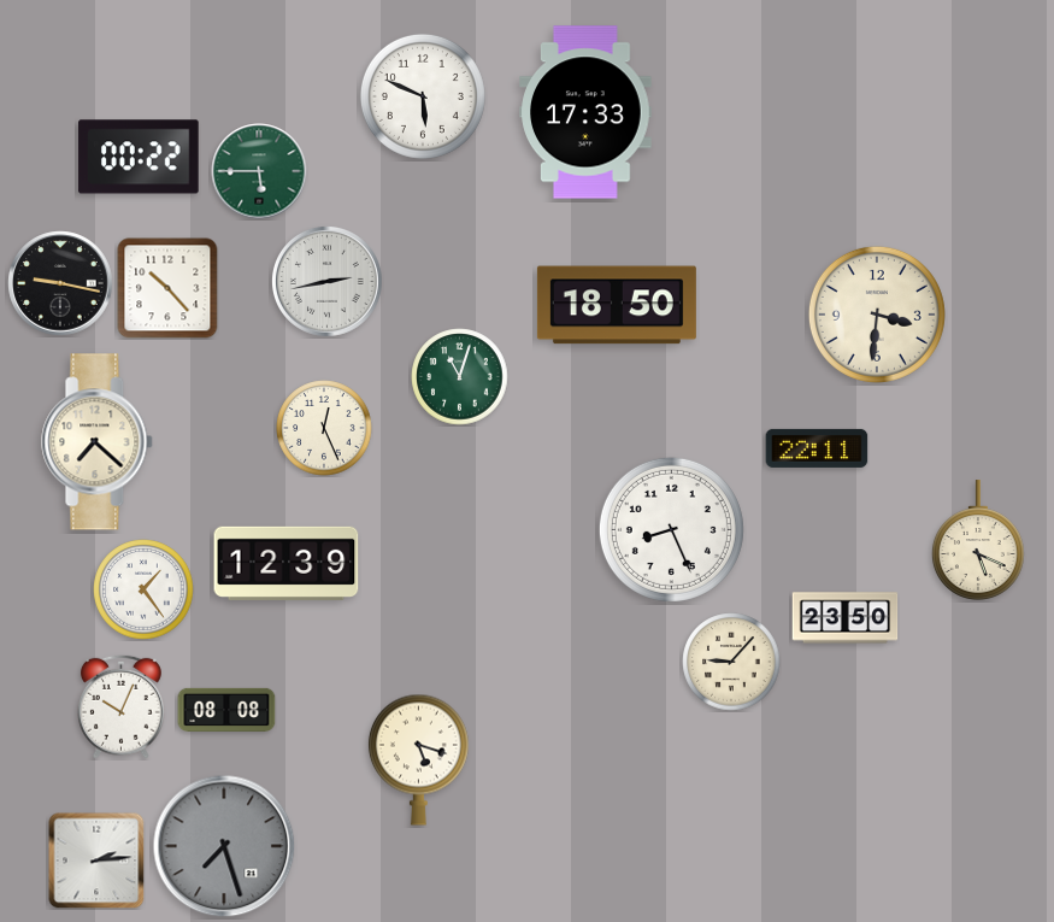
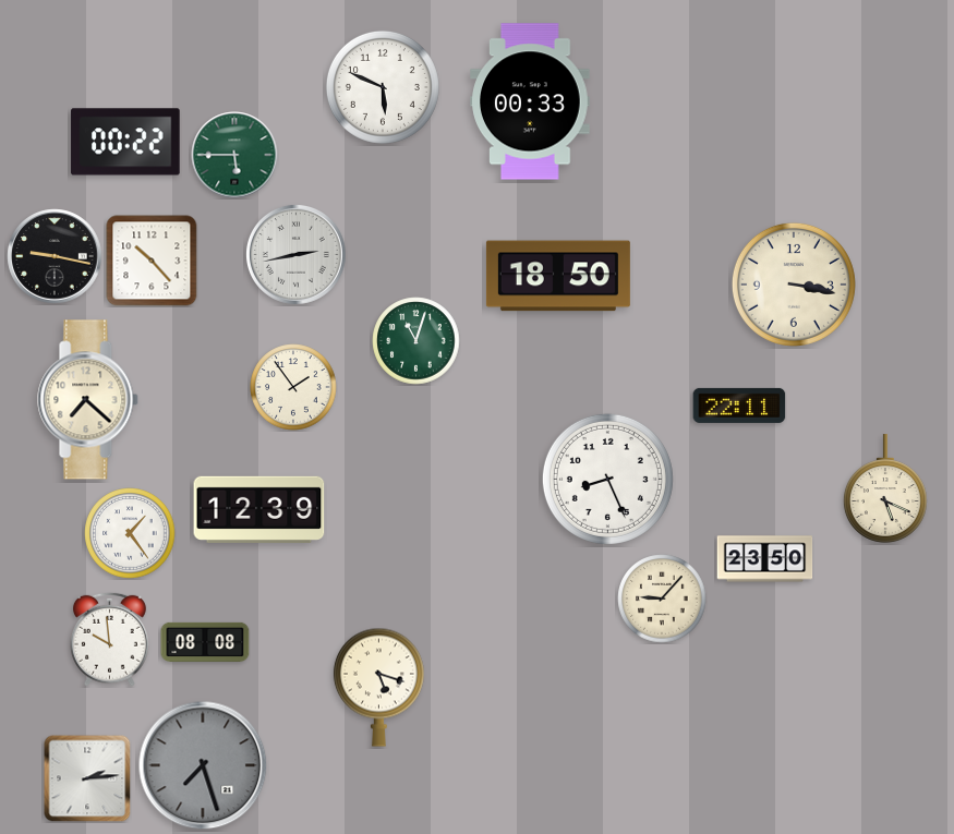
clock at (585, 112): 17:33 -> 00:33
clock at (877, 315): 3:31 -> 3:17
clock at (324, 428): 12:26 -> 1:54
clock at (120, 706): 10:04 -> 9:59
